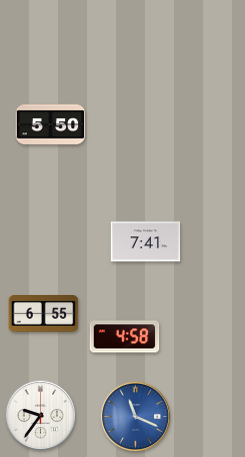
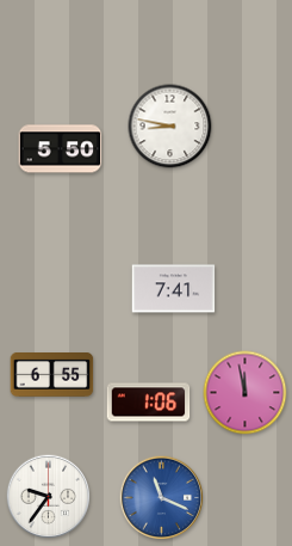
clock at (170, 127): none -> 8:47
clock at (246, 393): none -> 11:58
clock at (125, 337): 4:58 -> 1:06
